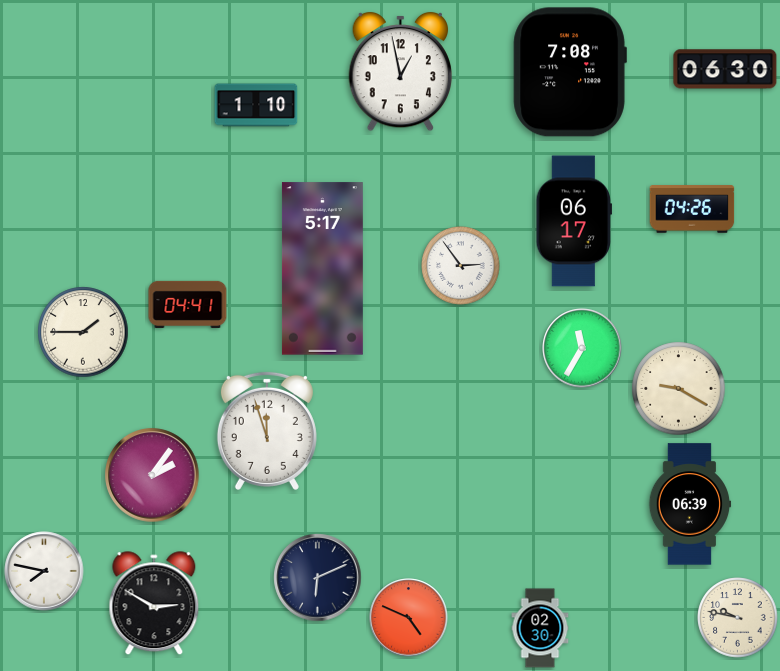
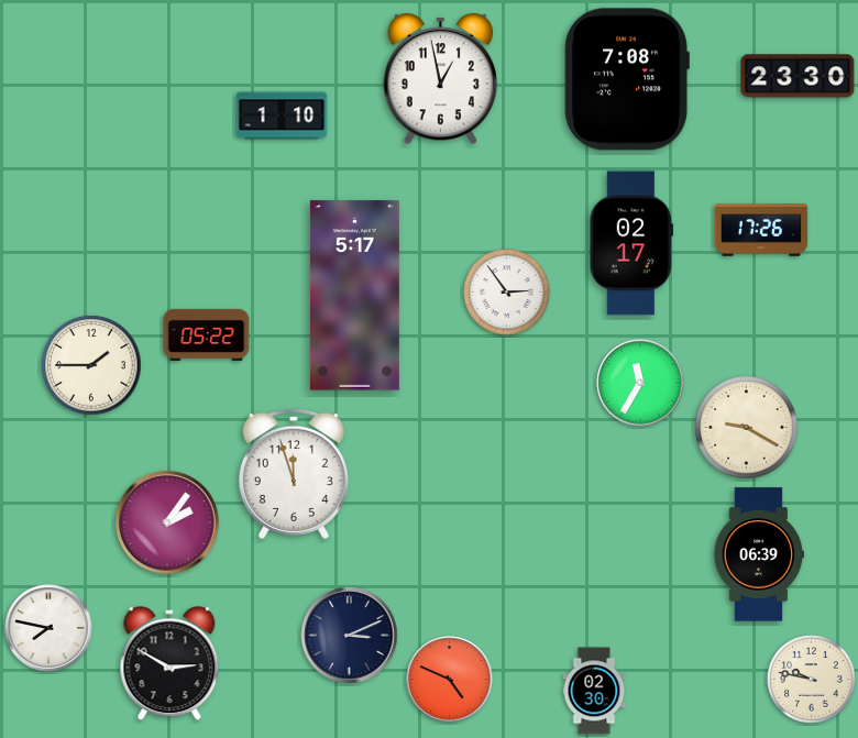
clock at (725, 69): 06:30 -> 23:30
clock at (692, 209): 04:26 -> 17:26
clock at (573, 221): 06:17 -> 02:17
clock at (188, 304): 04:41 -> 05:22
clock at (318, 578): 6:11 -> 3:11
